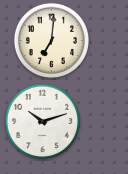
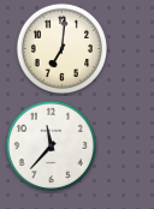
clock at (42, 121): 10:12 -> 11:37
